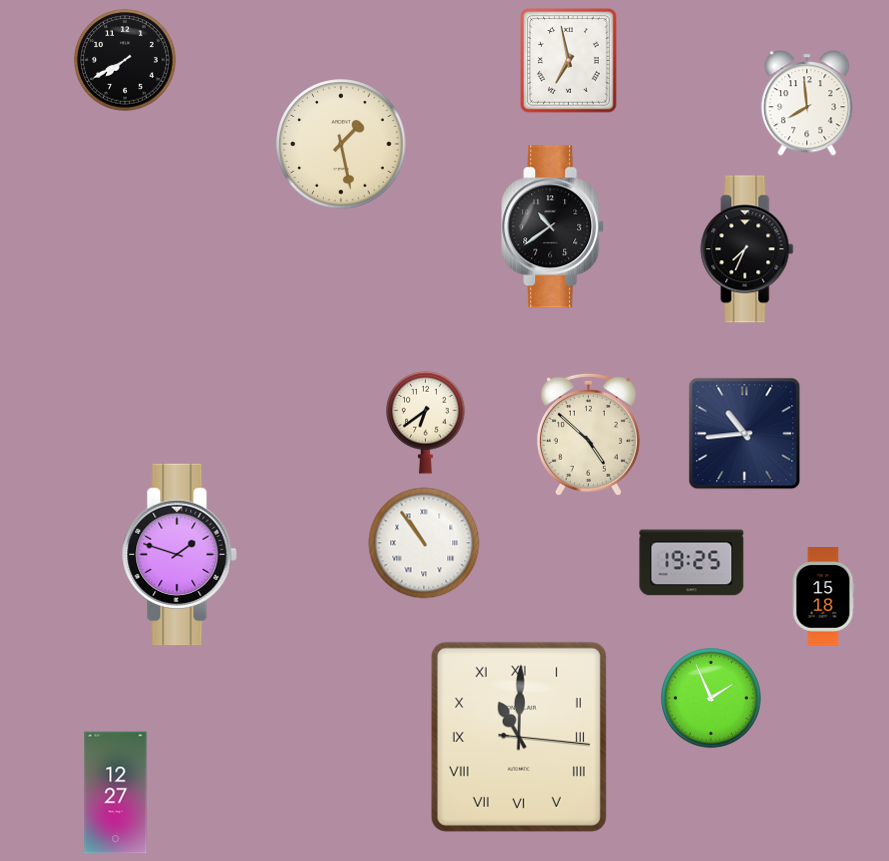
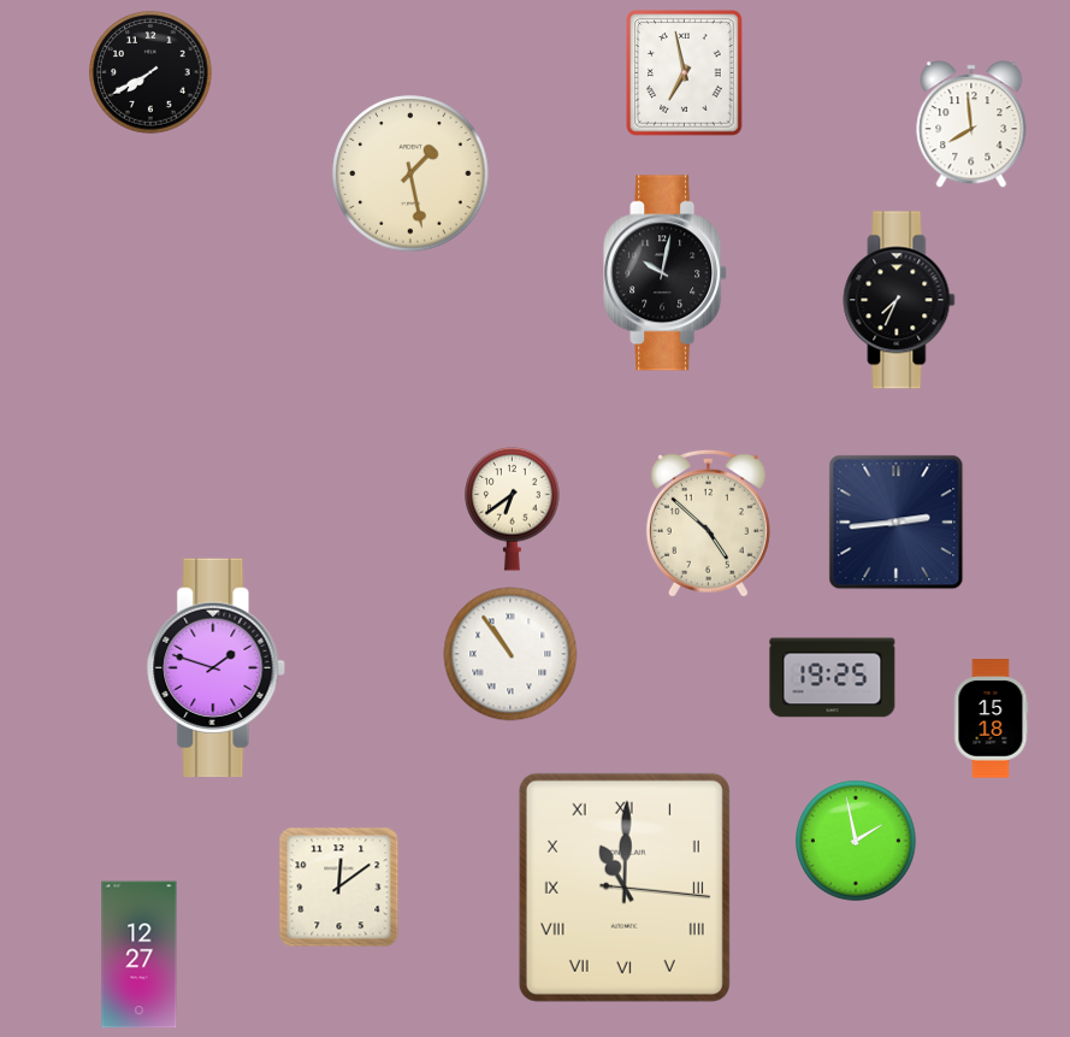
clock at (553, 227): 10:39 -> 10:02
clock at (745, 434): 10:44 -> 2:44
clock at (711, 698): 1:56 -> 1:58
clock at (339, 888): none -> 12:09
